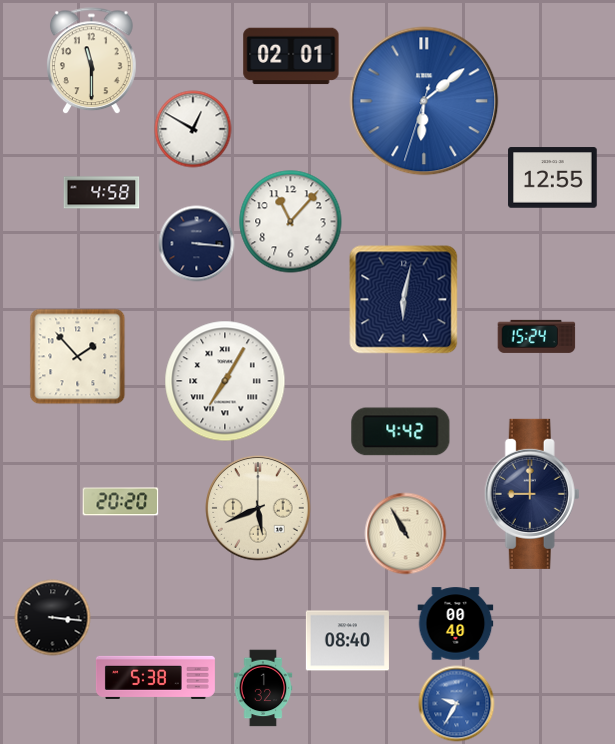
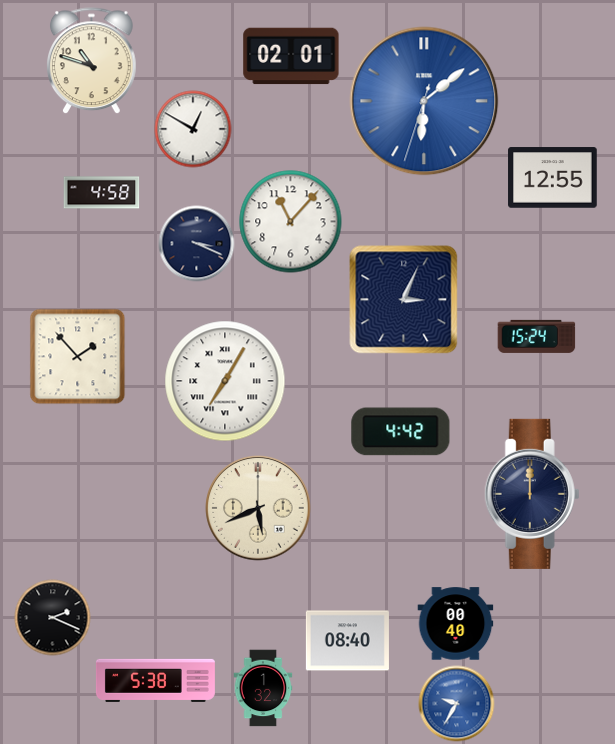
clock at (92, 61): 11:30 -> 10:48
clock at (197, 244): 3:16 -> 3:19
clock at (404, 300): 6:02 -> 3:04
clock at (532, 494): 9:00 -> 12:00
clock at (121, 502): 20:20 -> none
clock at (406, 534): 10:55 -> none
clock at (53, 618): 3:16 -> 2:19
clock at (155, 677) position: (155, 677) -> (155, 680)
